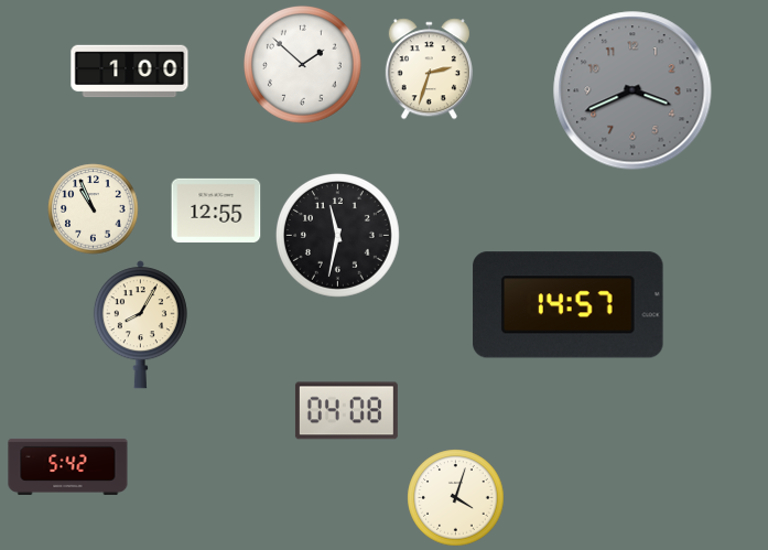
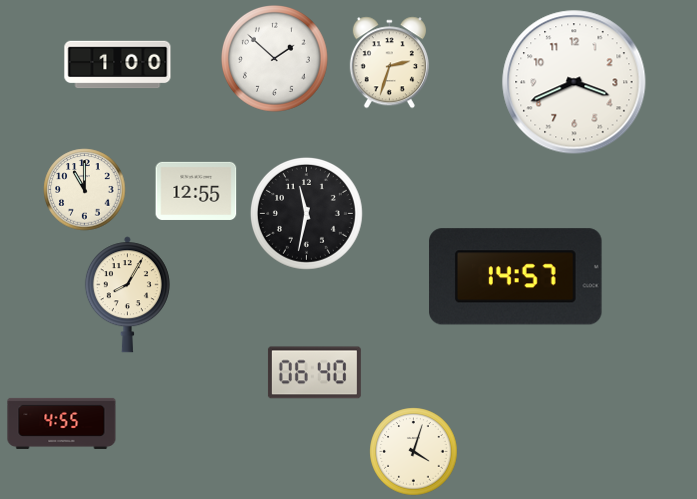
clock at (632, 90) dial: grey -> white
clock at (94, 209): 10:56 -> 11:00
clock at (346, 411): 04:08 -> 06:40
clock at (68, 466): 5:42 -> 4:55
